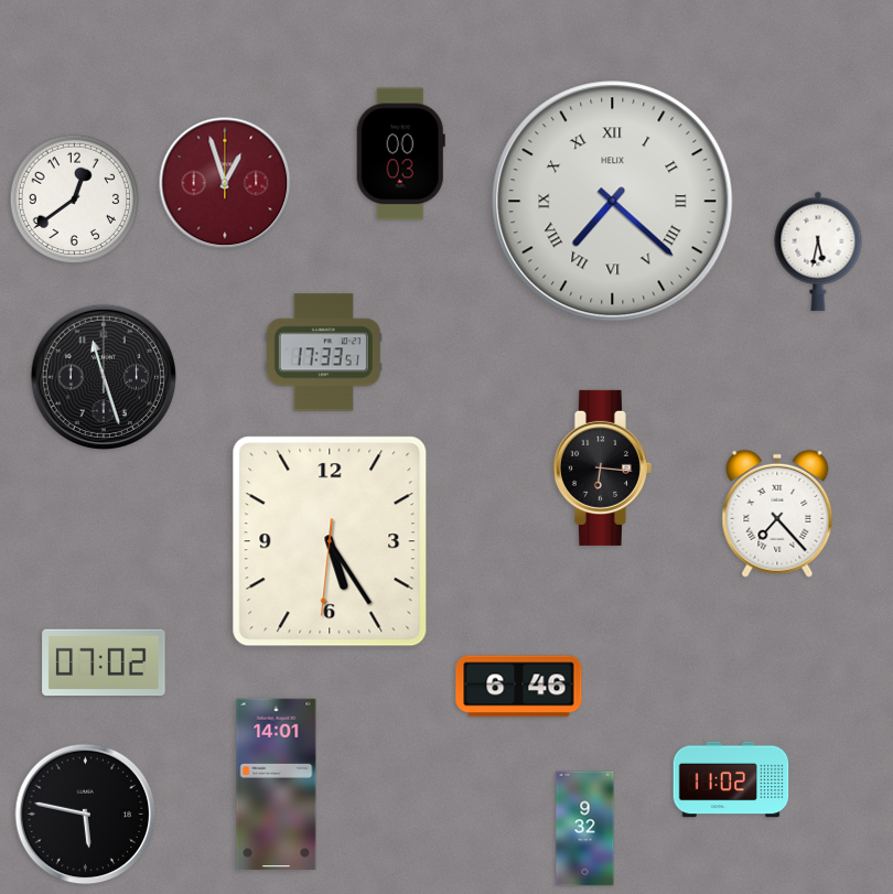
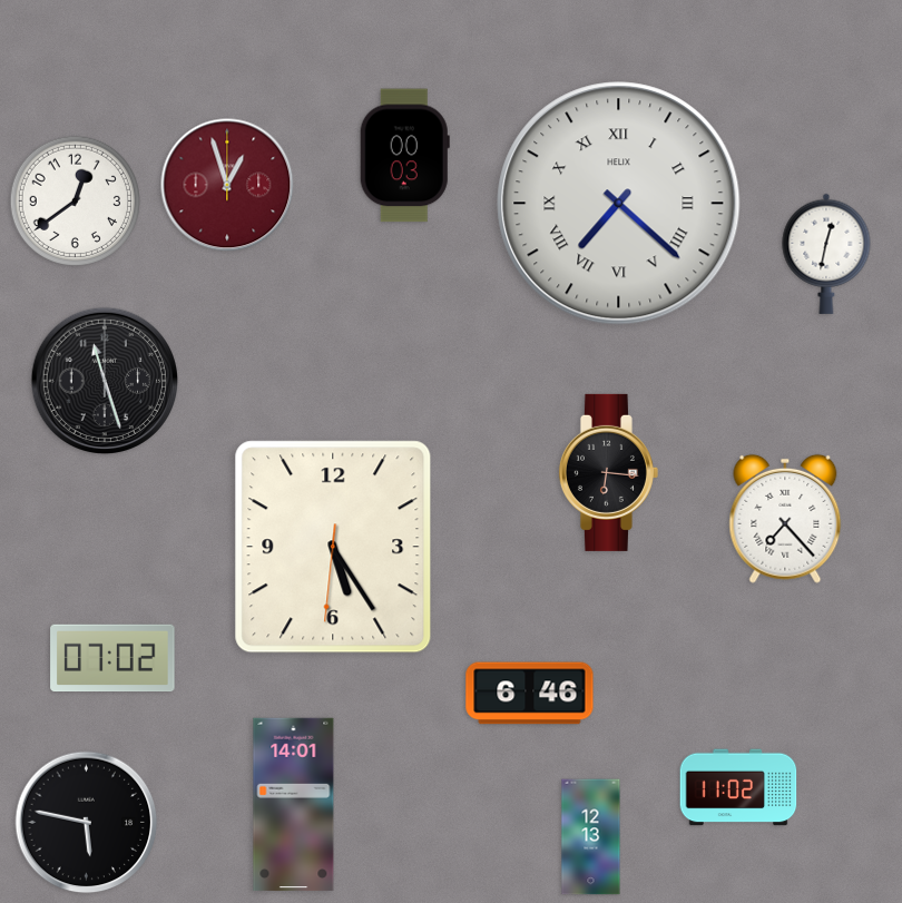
clock at (818, 251): 5:32 -> 12:32
clock at (323, 353): 17:33 -> none
clock at (104, 663) position: (104, 663) -> (112, 658)
clock at (519, 687) position: (519, 687) -> (530, 694)
clock at (277, 785) position: (277, 785) -> (294, 805)
clock at (585, 829): 9:32 -> 12:13
